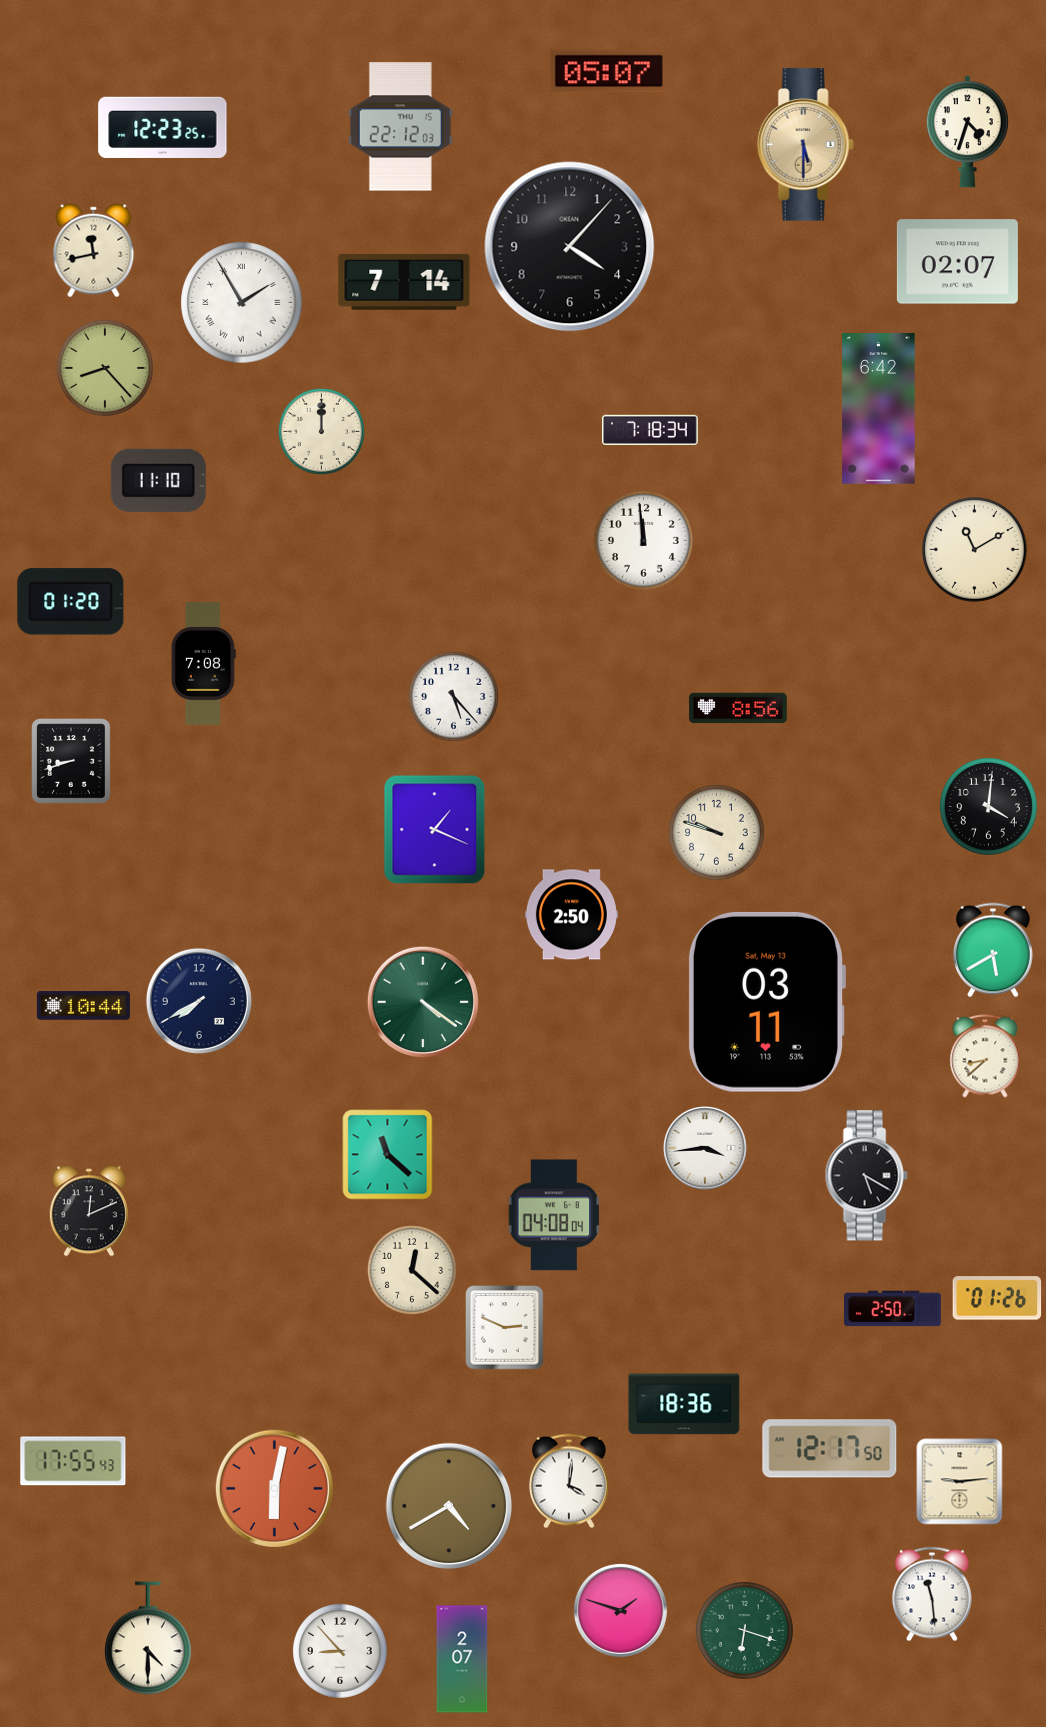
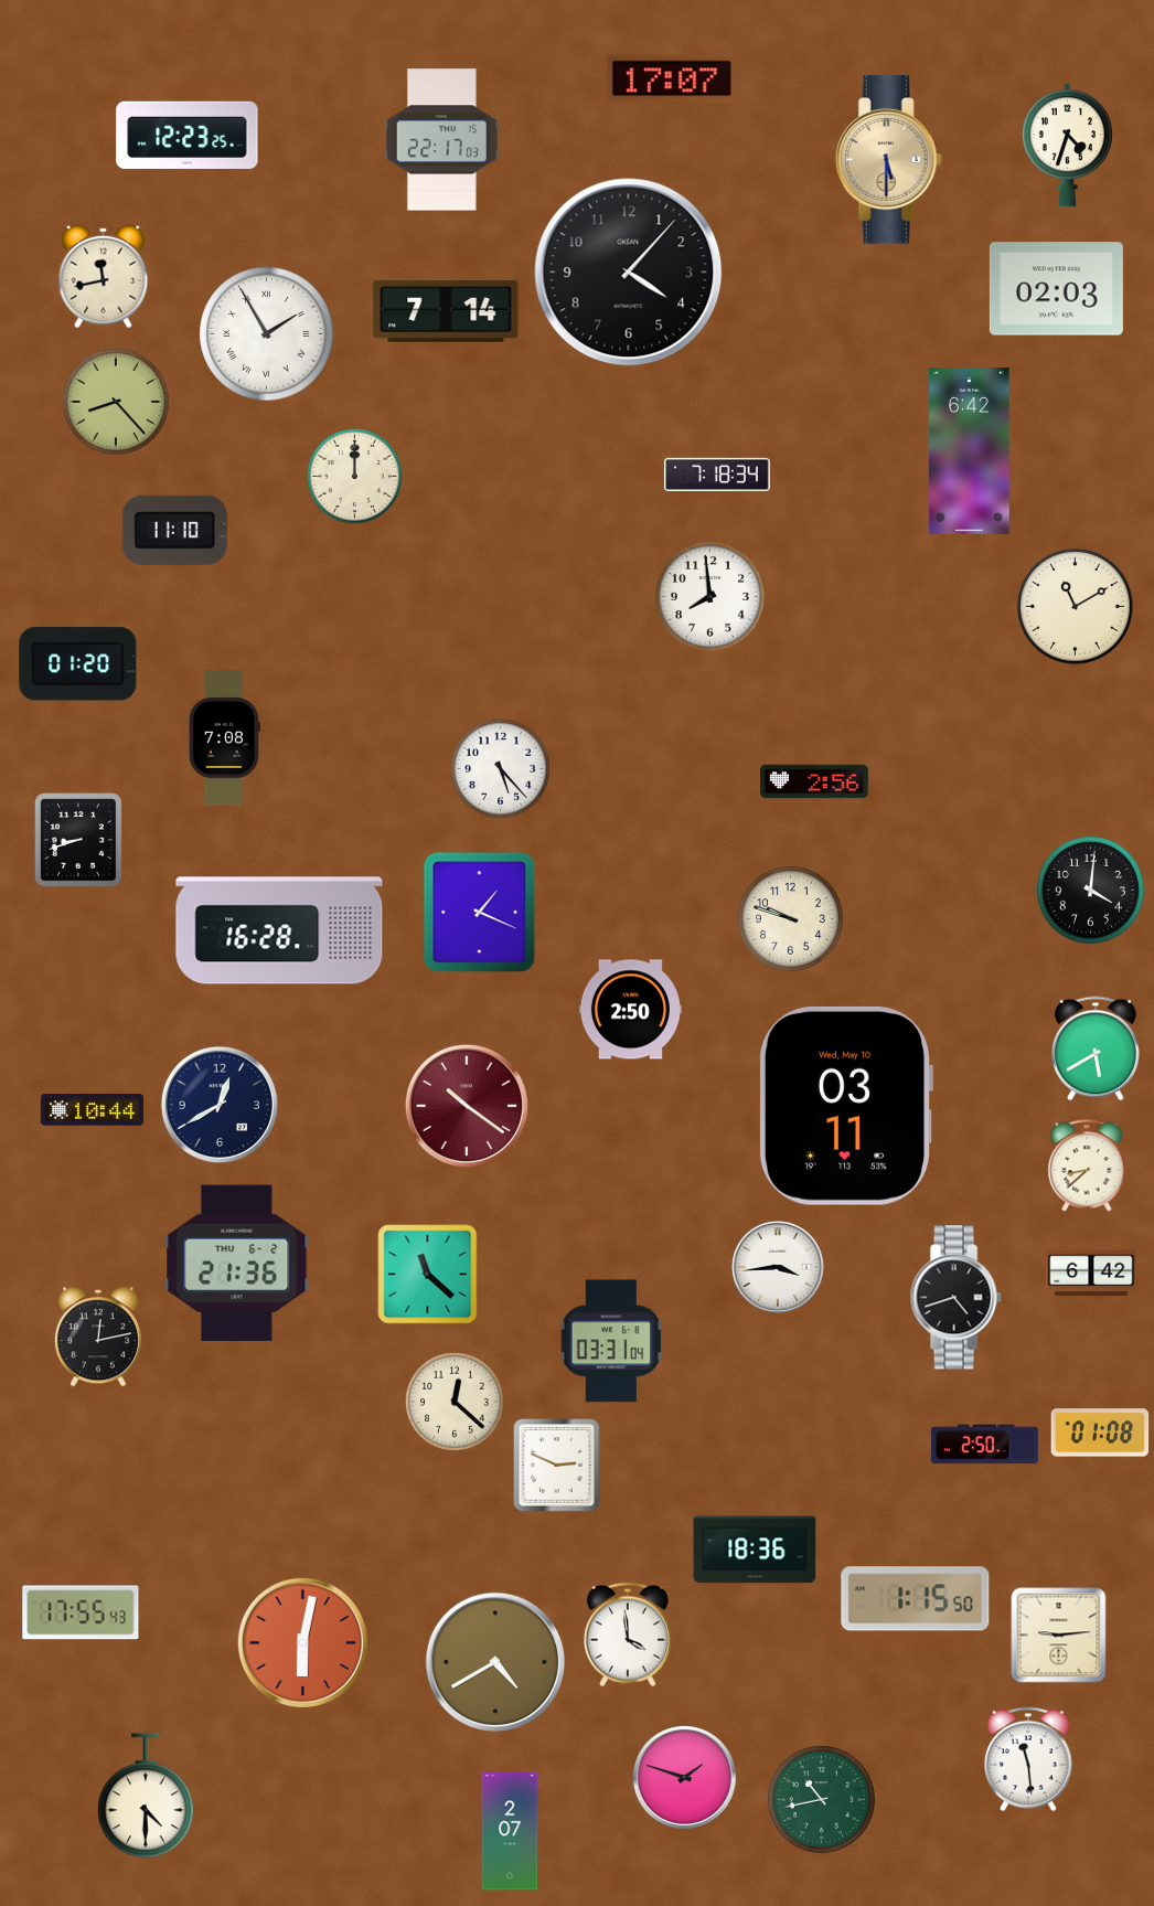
clock at (609, 71): 05:07 -> 17:07
clock at (163, 127) position: (163, 127) -> (188, 135)
clock at (400, 127): 22:12 -> 22:17
clock at (957, 262): 02:07 -> 02:03
clock at (106, 369) position: (106, 369) -> (117, 403)
clock at (644, 541): 11:59 -> 7:59
clock at (203, 663) position: (203, 663) -> (224, 737)
clock at (738, 708): 8:56 -> 2:56
clock at (435, 830) position: (435, 830) -> (480, 913)
clock at (279, 930): none -> 16:28
clock at (199, 1001): 7:40 -> 12:40
clock at (423, 1002): 4:21 -> 10:21
clock at (423, 1002) dial: green -> burgundy
clock at (766, 1002) date: Sat, May 13 -> Wed, May 10
clock at (237, 1264): none -> 21:36
clock at (1091, 1273): none -> 6:42
clock at (866, 1176): 5:20 -> 4:42
clock at (89, 1211): 12:11 -> 12:13
clock at (554, 1215): 04:08 -> 03:31
clock at (997, 1298): 01:26 -> 01:08
clock at (830, 1449): 12:17 -> 1:15
clock at (569, 1481): 4:01 -> 3:59
clock at (745, 1631): 6:18 -> 10:43
clock at (148, 1638) position: (148, 1638) -> (146, 1796)
clock at (340, 1651): 8:53 -> none
